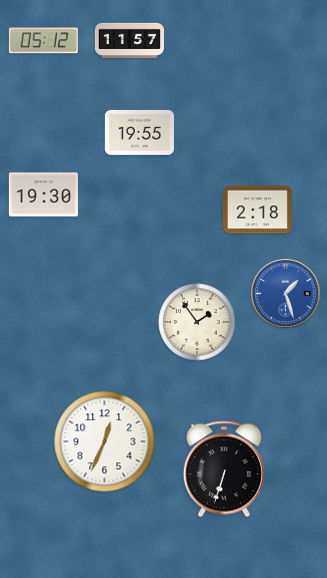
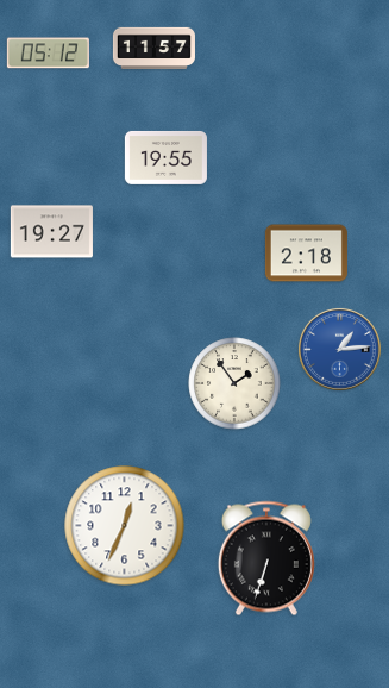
clock at (43, 41) position: (43, 41) -> (48, 54)
clock at (43, 195): 19:30 -> 19:27
clock at (257, 210) position: (257, 210) -> (306, 254)
clock at (285, 293): 1:27 -> 1:14
